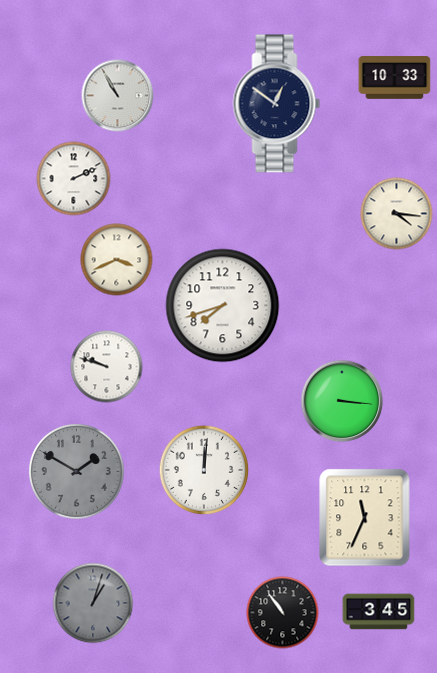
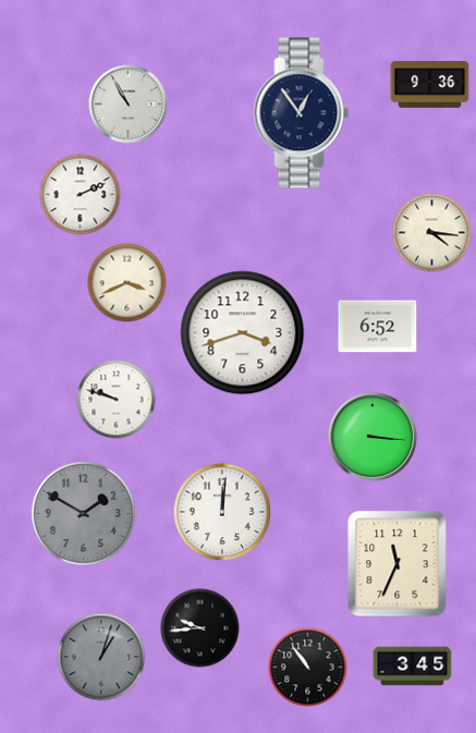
clock at (395, 78): 10:33 -> 9:36
clock at (277, 104): 12:51 -> 12:54
clock at (378, 327): none -> 6:52
clock at (223, 306): 7:42 -> 3:42
clock at (200, 628): none -> 9:44
